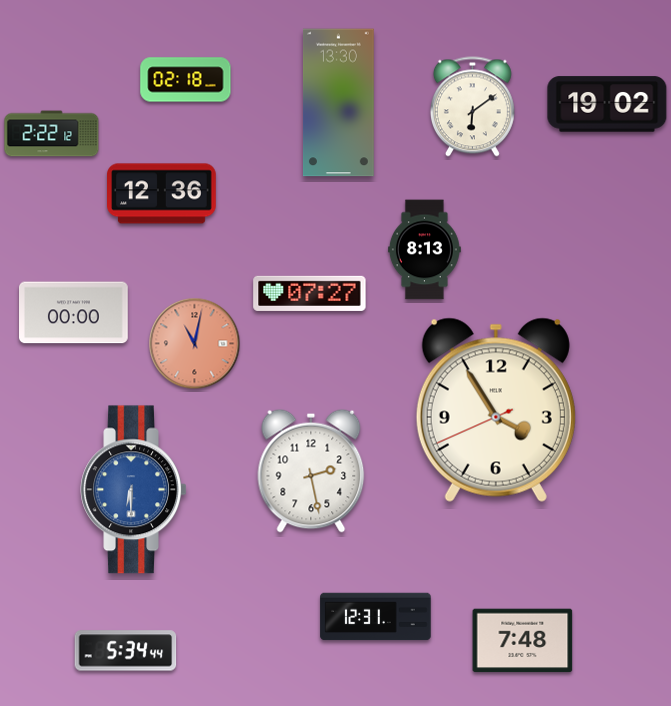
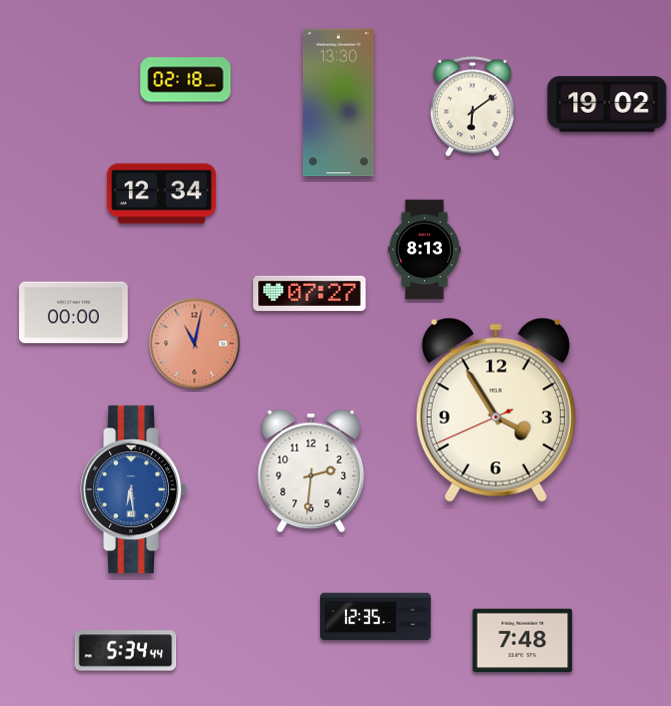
clock at (52, 134): 2:22 -> none
clock at (162, 194): 12:36 -> 12:34
clock at (311, 471): 2:28 -> 2:31
clock at (134, 490): 6:30 -> 6:29
clock at (376, 617): 12:31 -> 12:35
